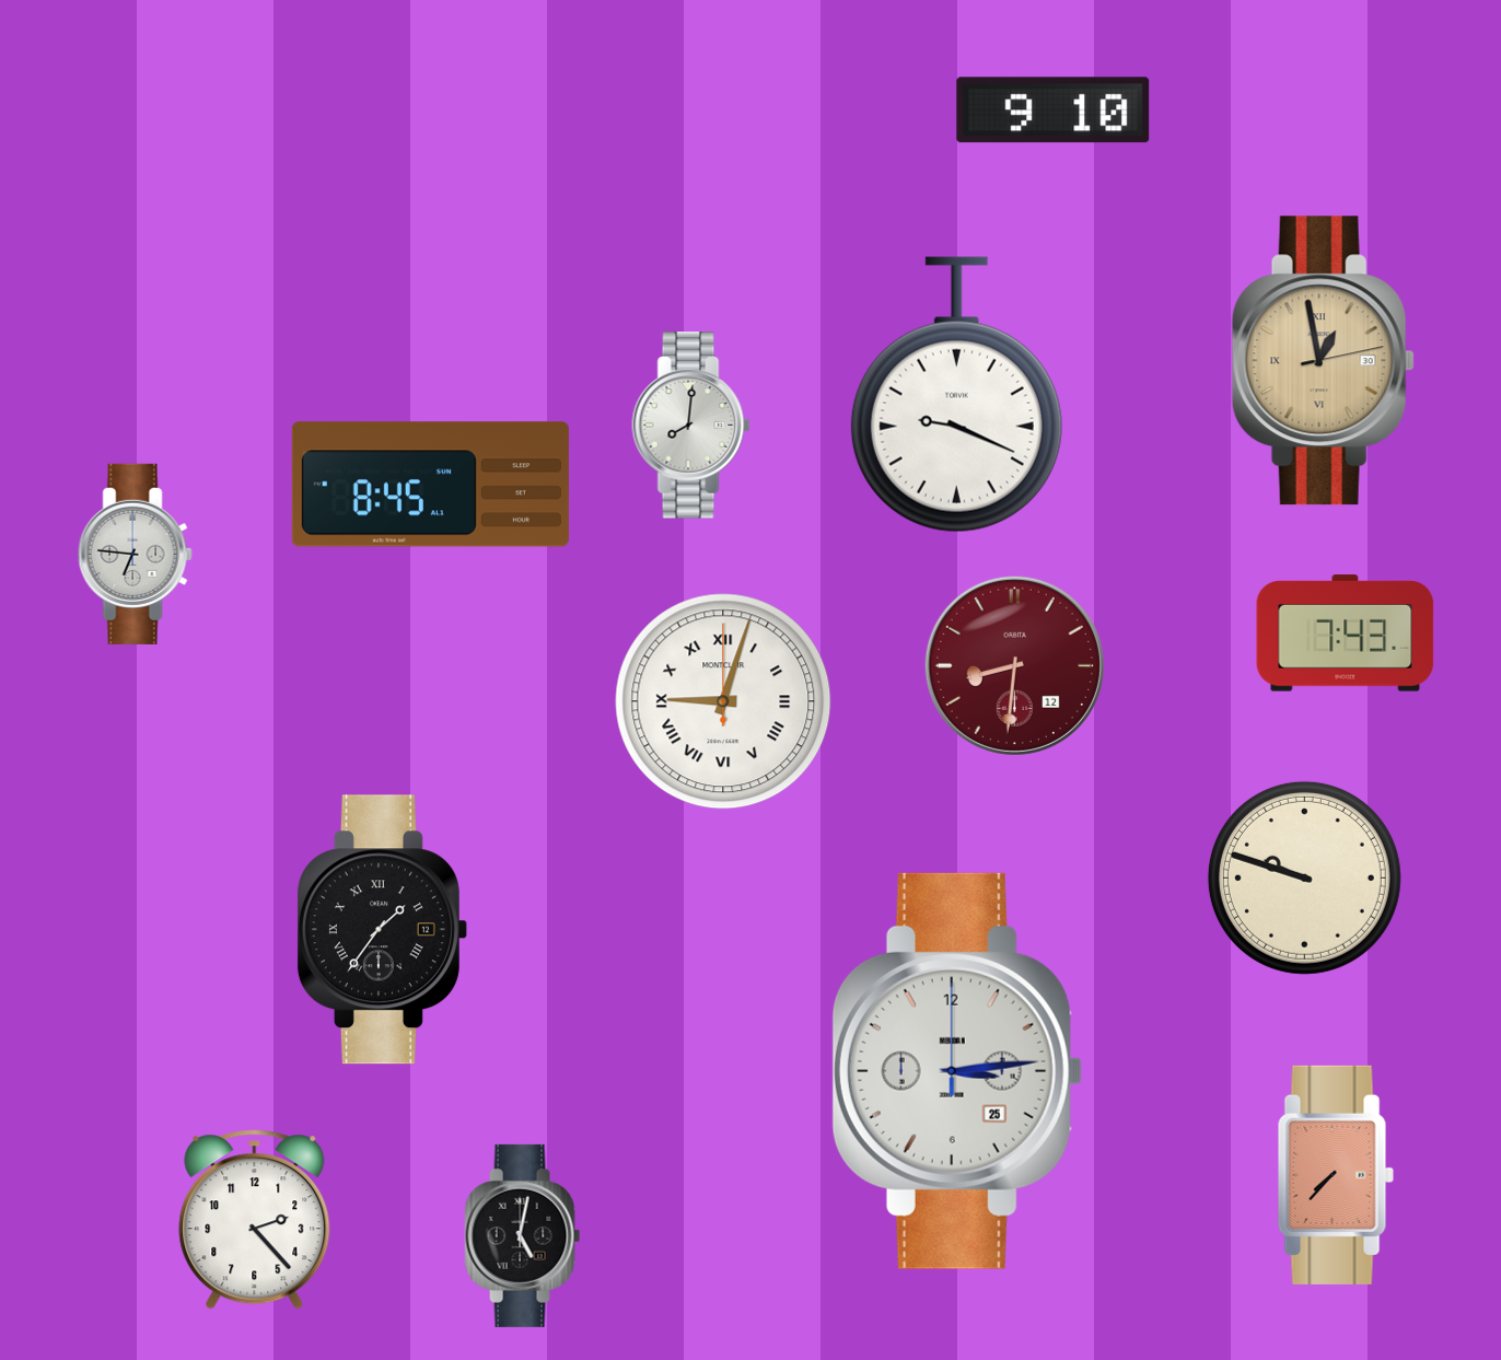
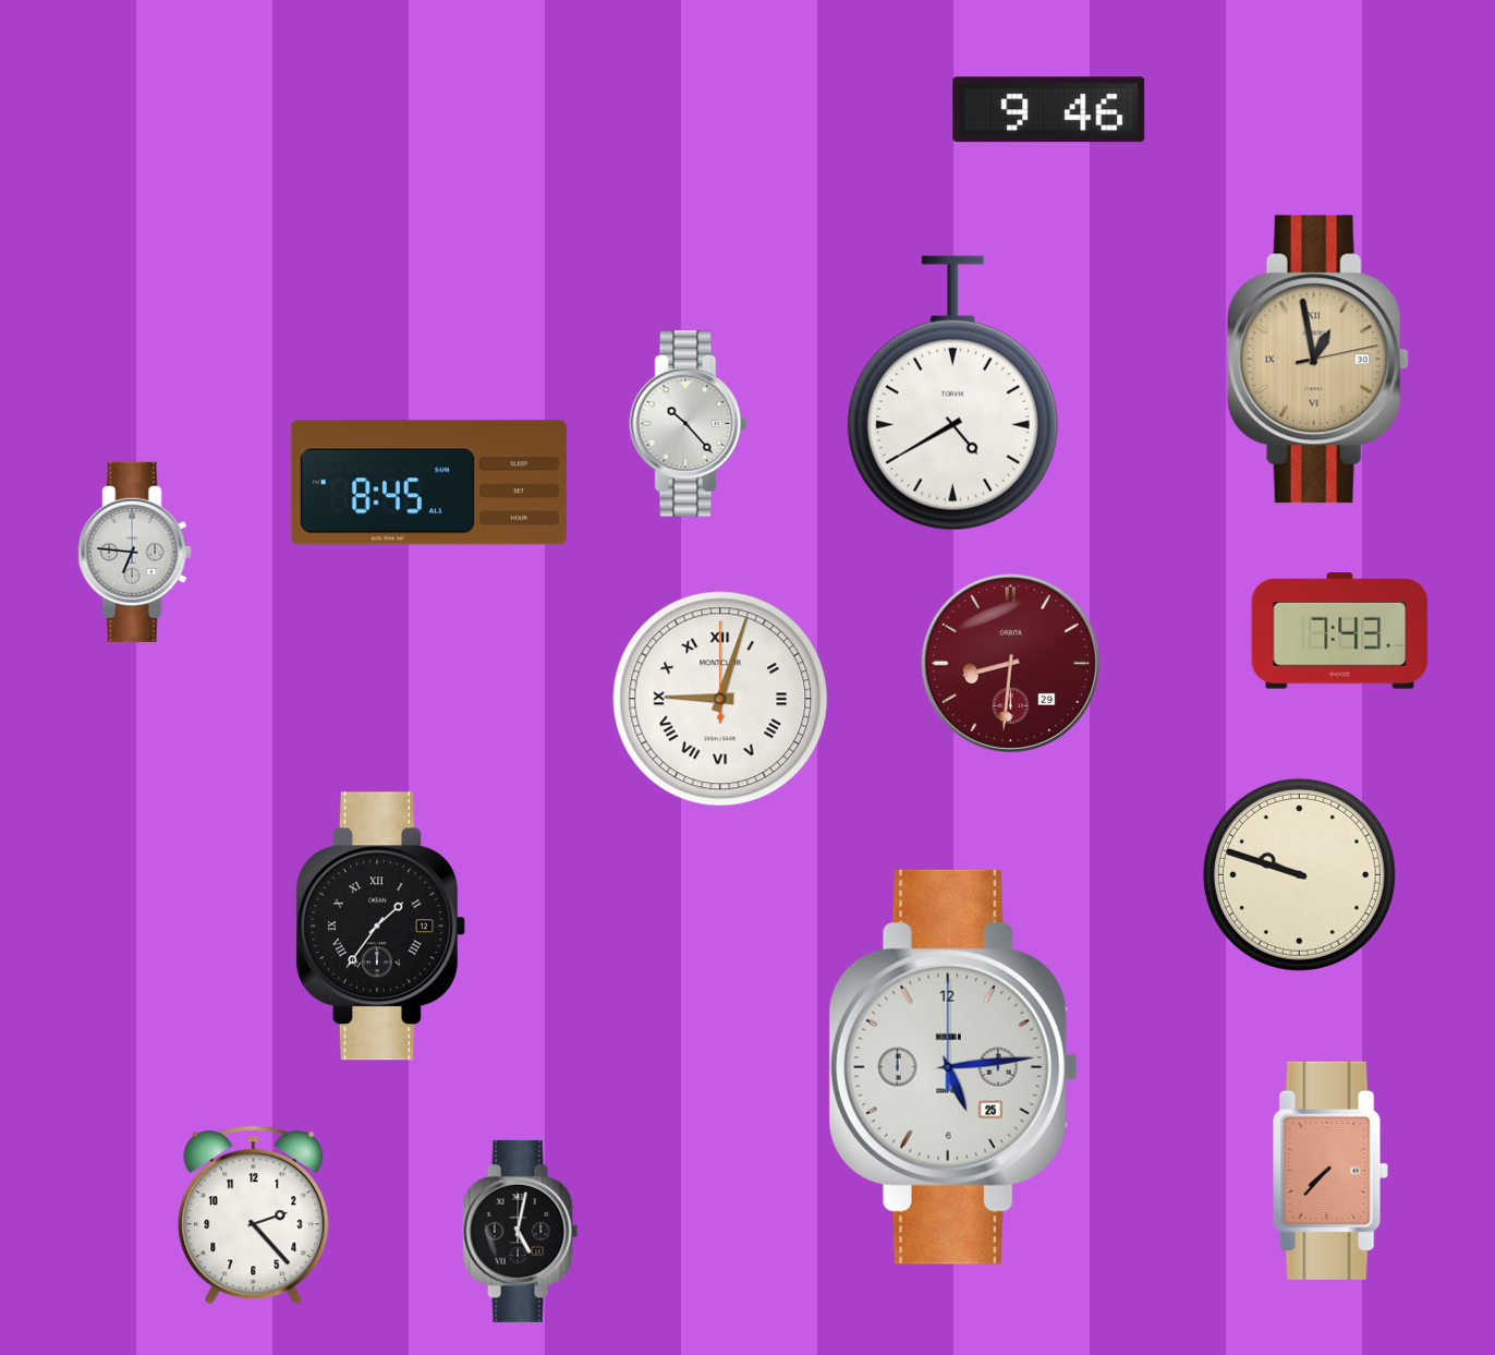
clock at (1054, 111): 9:10 -> 9:46
clock at (956, 395): 9:19 -> 4:40
clock at (691, 426): 8:01 -> 10:23
clock at (1014, 665) date: 12 -> 29
clock at (957, 1071): 3:14 -> 5:14
